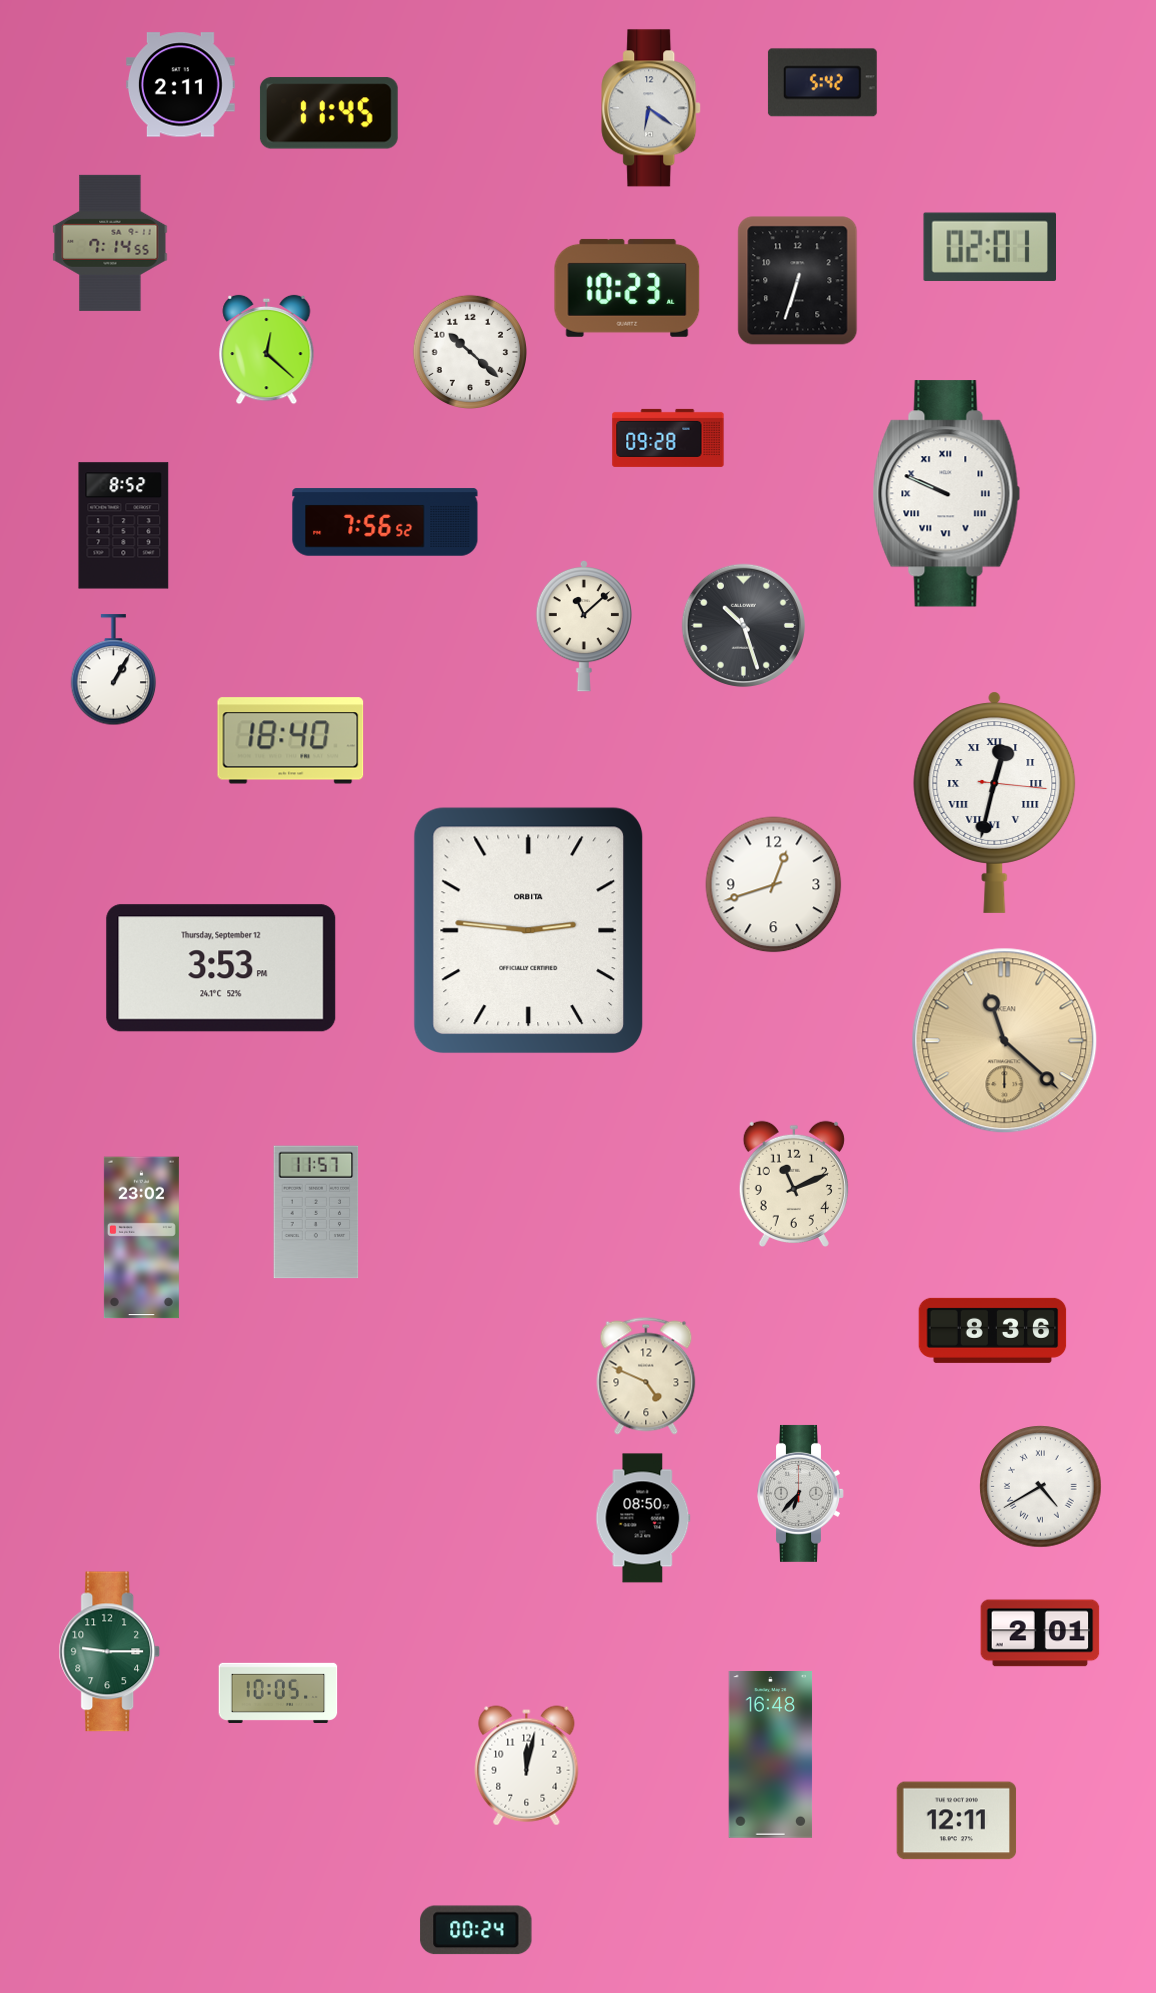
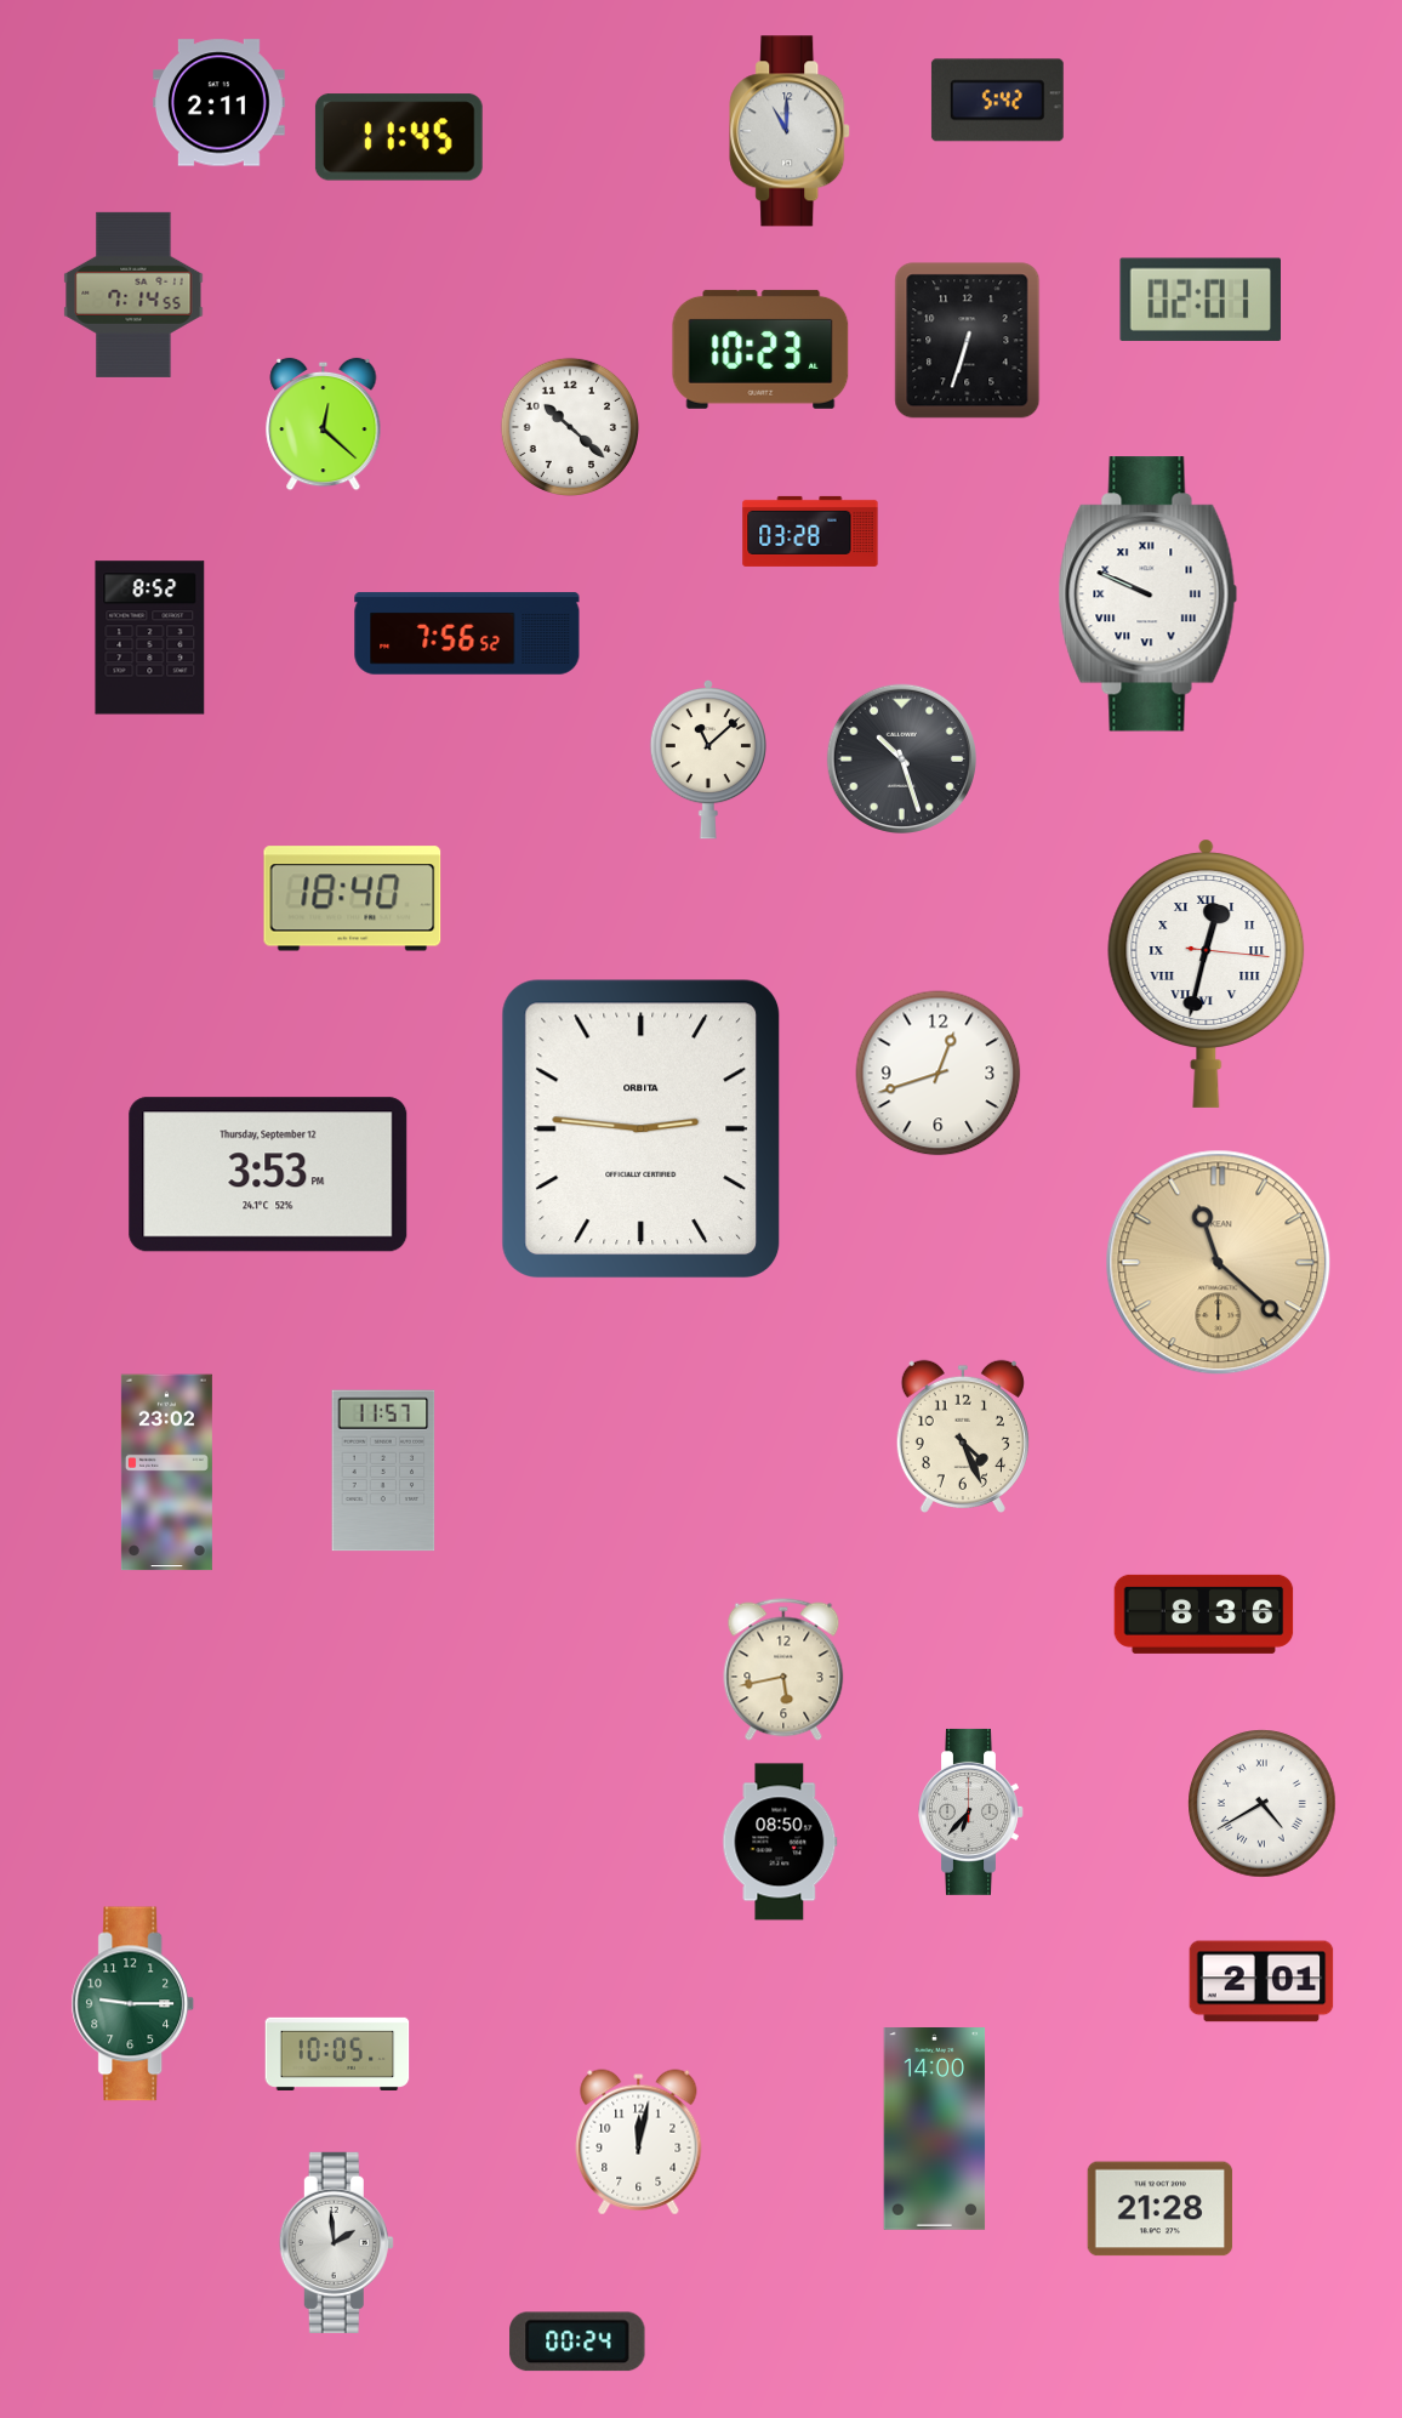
clock at (652, 108): 6:21 -> 11:00
clock at (668, 438): 09:28 -> 03:28
clock at (947, 494) position: (947, 494) -> (1149, 594)
clock at (114, 670): 1:05 -> none
clock at (794, 1183): 11:11 -> 4:26
clock at (141, 1238) position: (141, 1238) -> (166, 1473)
clock at (646, 1376): 4:49 -> 5:43
clock at (771, 1755): 16:48 -> 14:00
clock at (957, 1821): 12:11 -> 21:28
clock at (336, 2242): none -> 1:59
